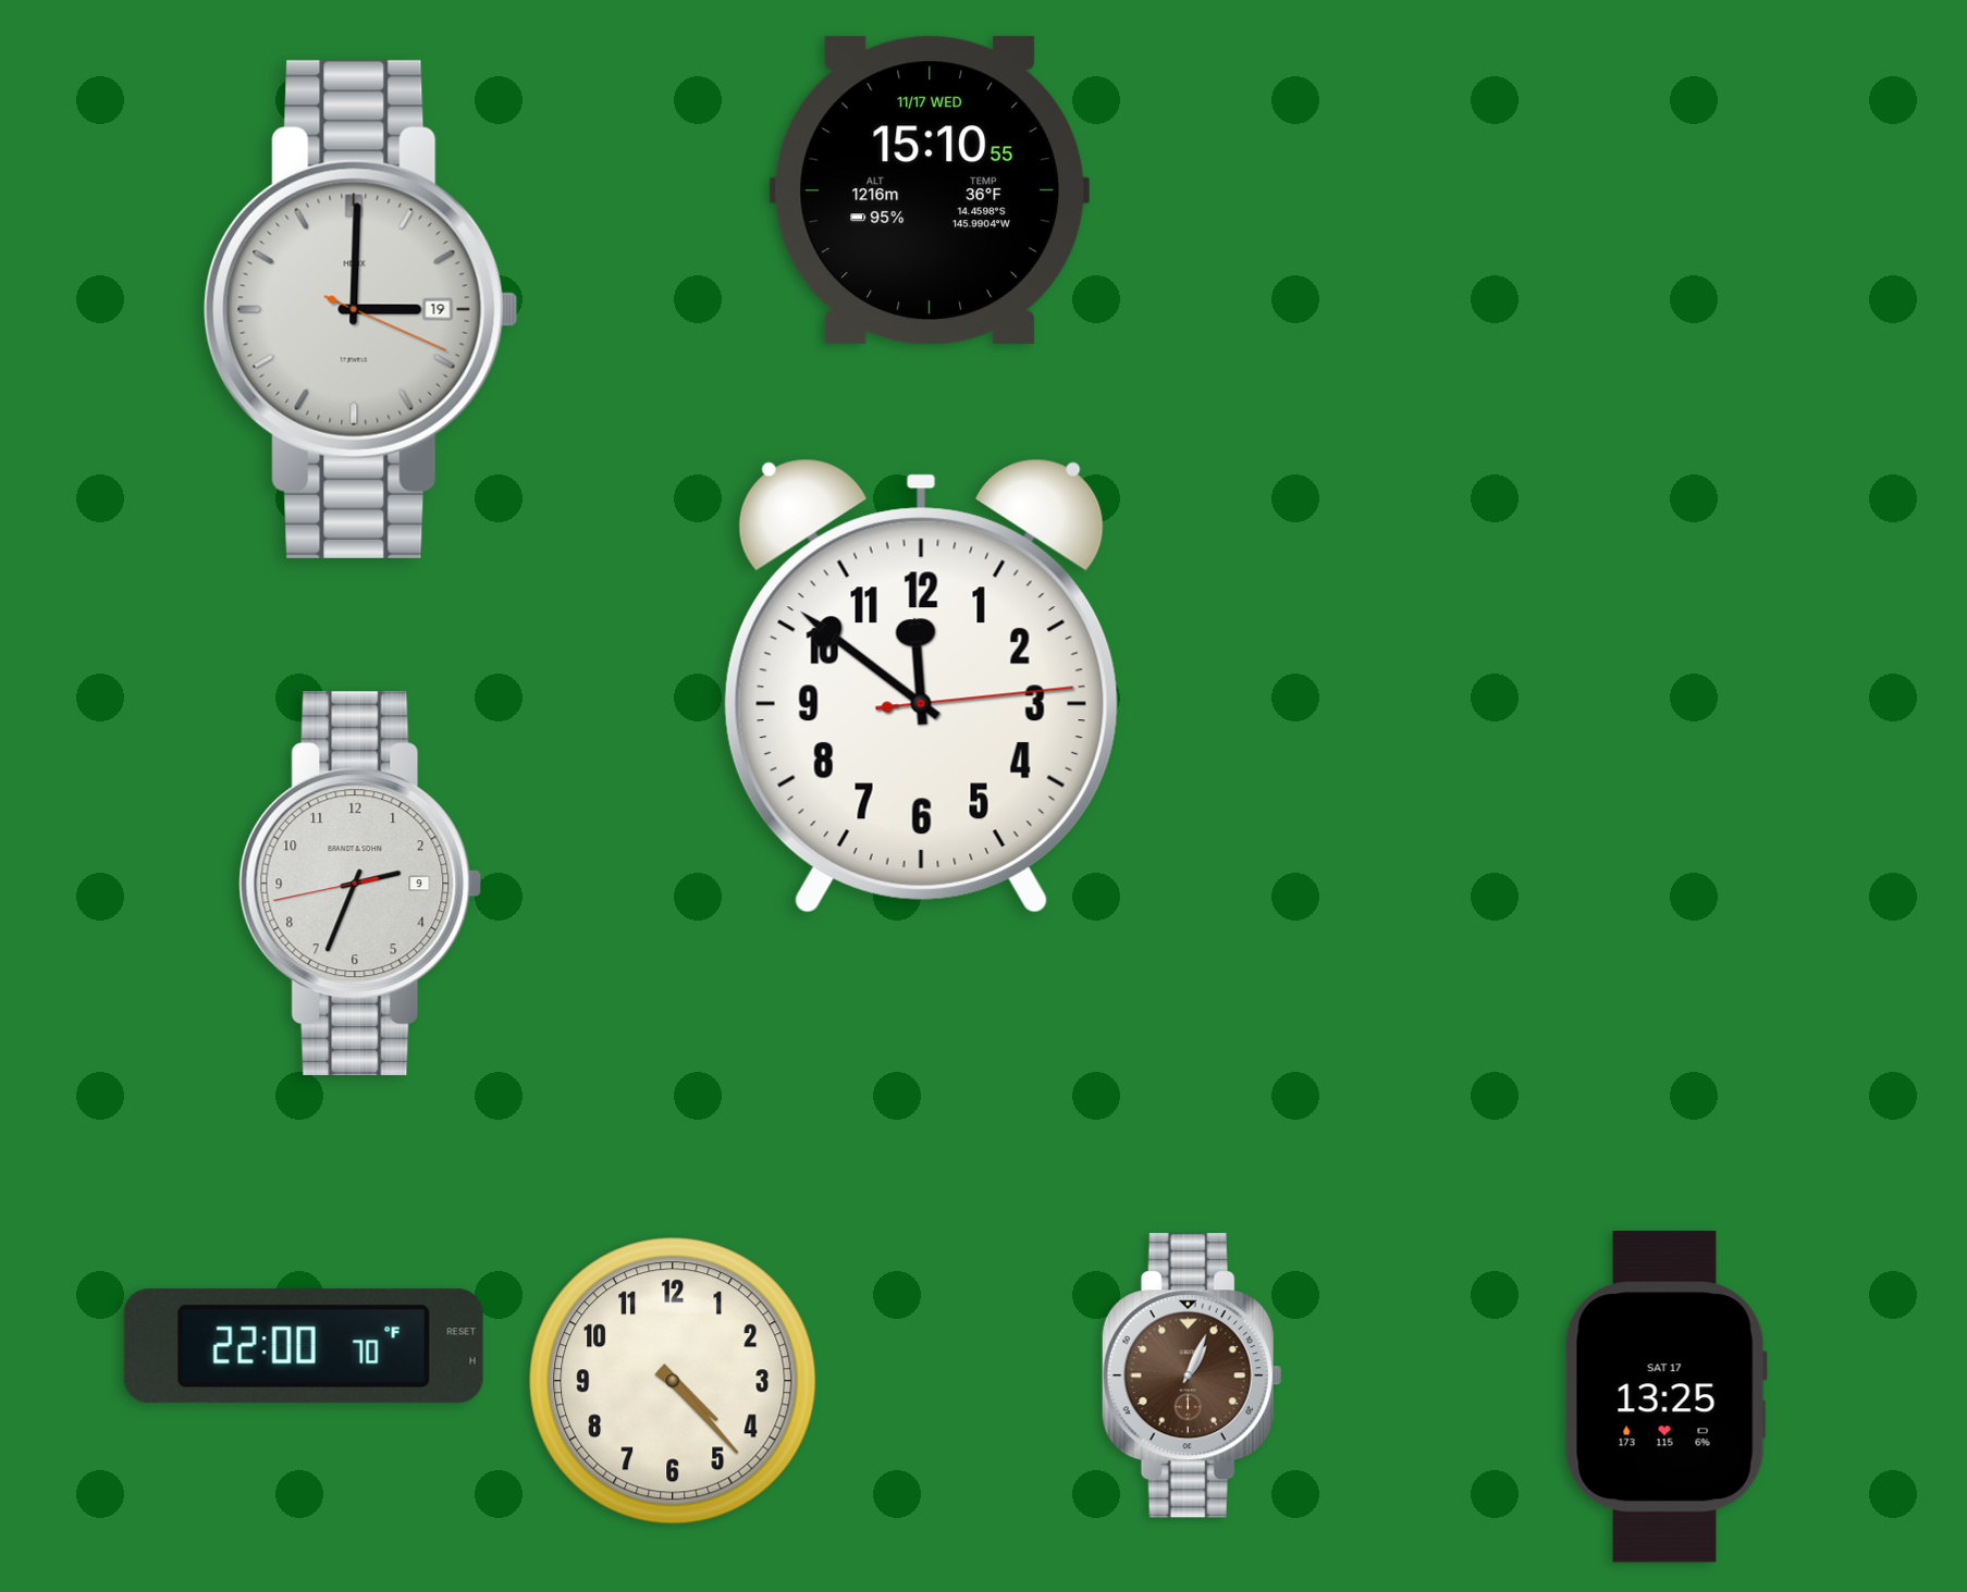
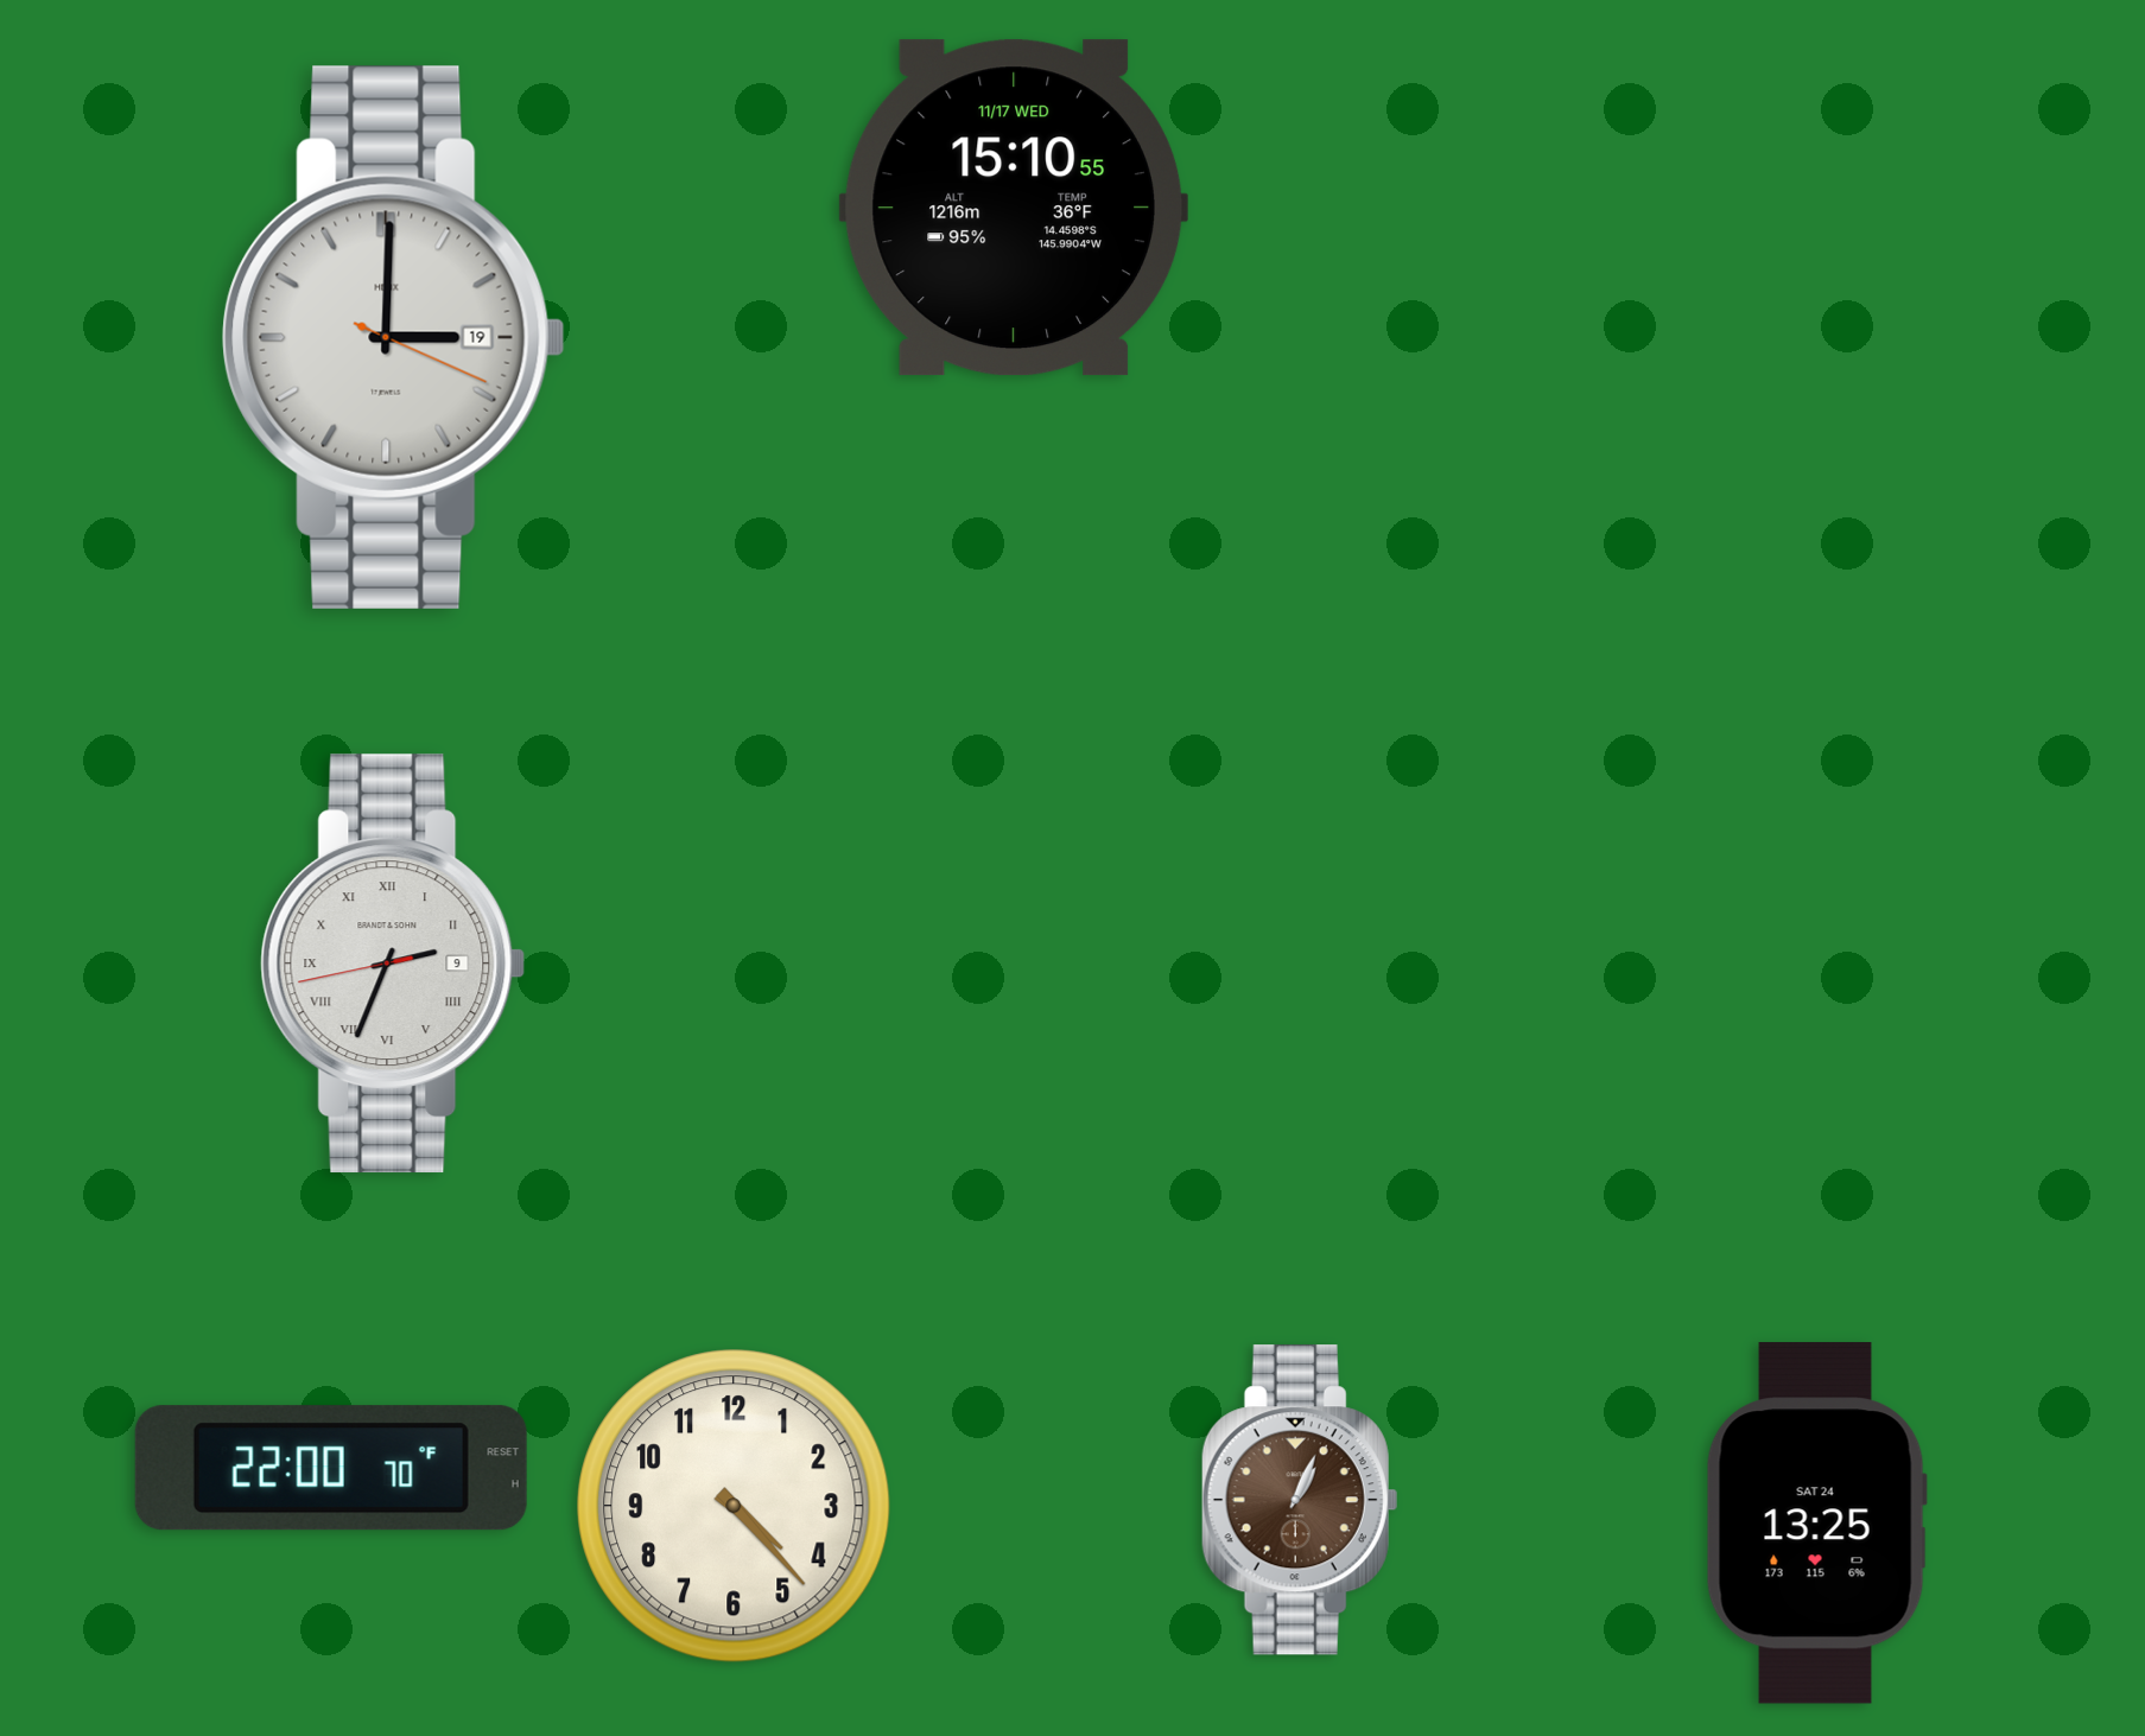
clock at (921, 687): 11:51 -> none
clock at (360, 884) numerals: Arabic -> Roman
clock at (1665, 1397) date: SAT 17 -> SAT 24
